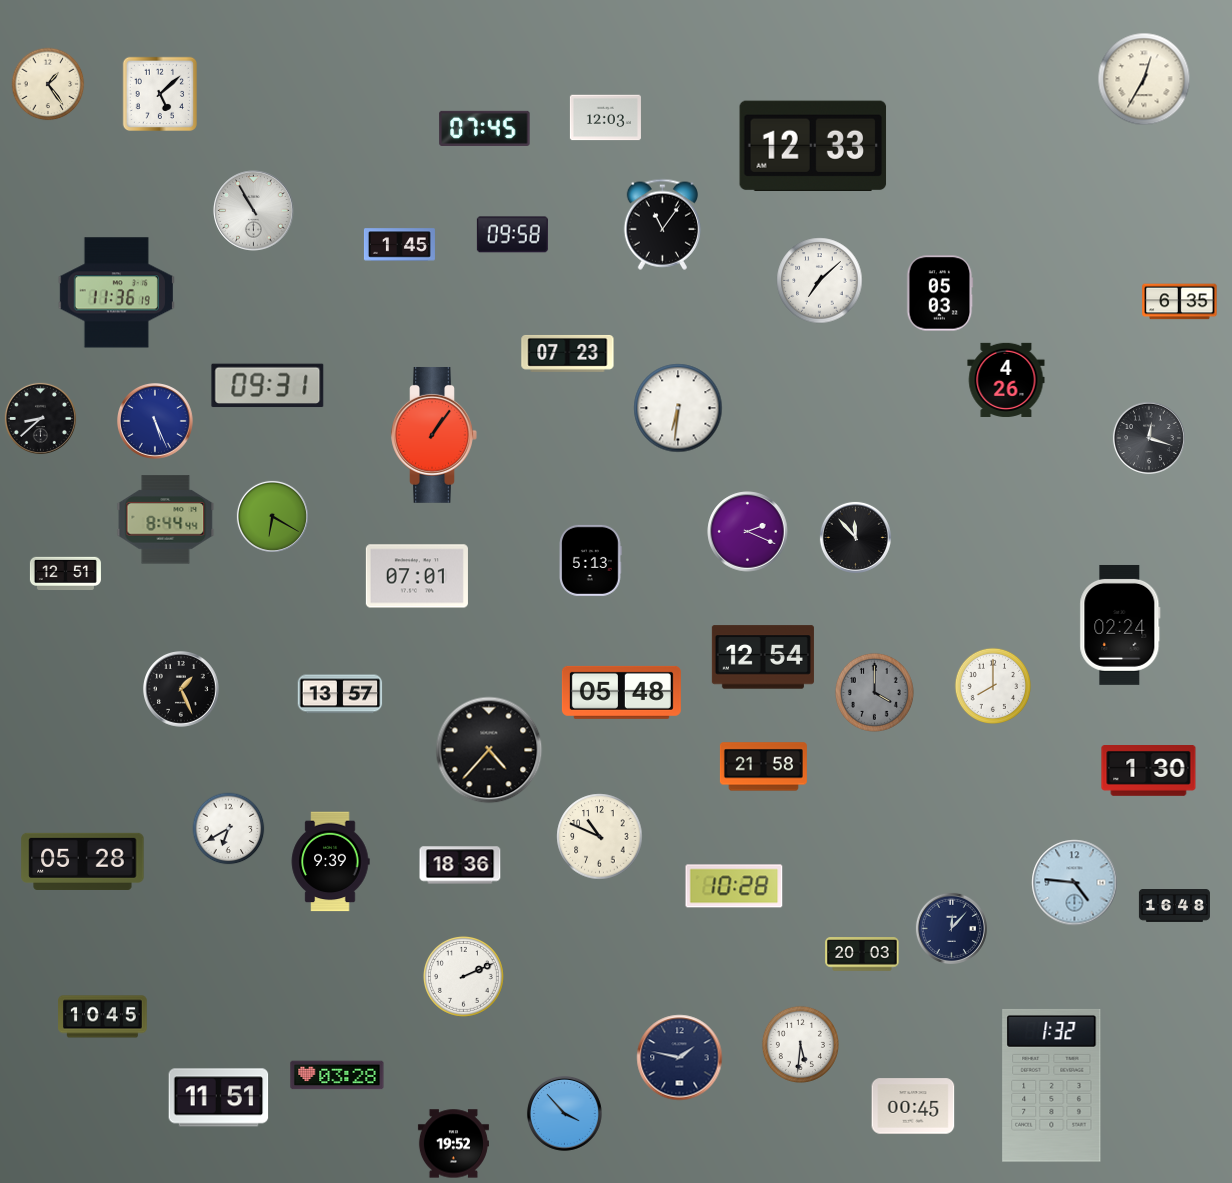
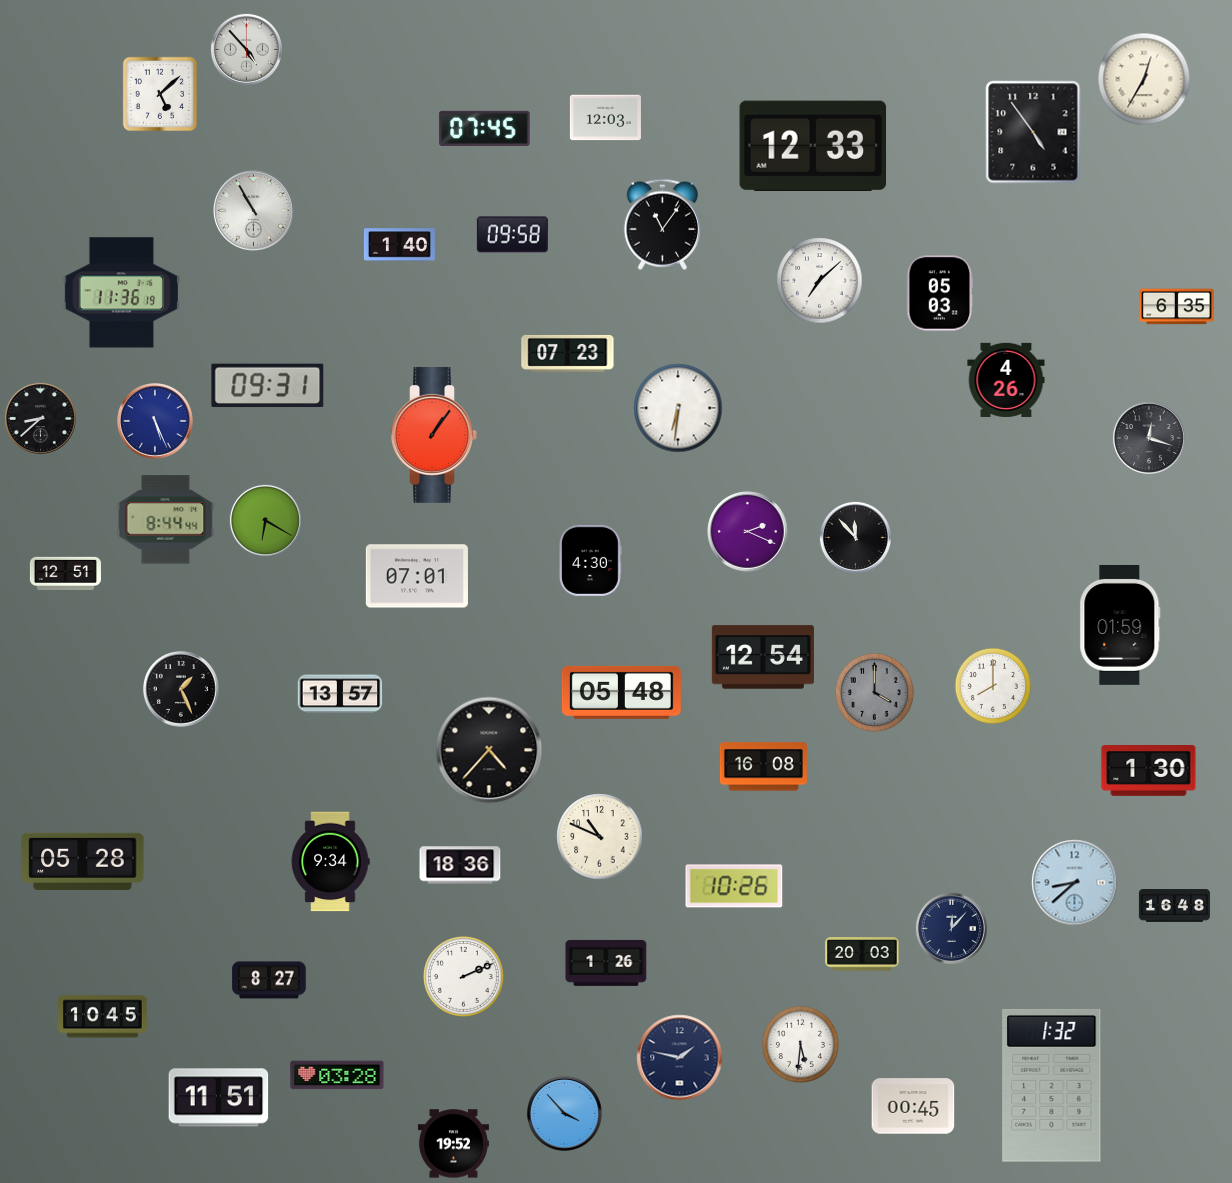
clock at (246, 49): none -> 4:53
clock at (48, 84): 1:24 -> none
clock at (1033, 132): none -> 4:54
clock at (399, 245): 1:45 -> 1:40
clock at (116, 293) position: (116, 293) -> (121, 293)
clock at (1180, 302) position: (1180, 302) -> (1177, 307)
clock at (272, 516) position: (272, 516) -> (265, 520)
clock at (591, 560): 5:13 -> 4:30
clock at (1120, 625): 02:24 -> 01:59
clock at (763, 767): 21:58 -> 16:08
clock at (229, 829): 6:40 -> none
clock at (330, 862): 9:39 -> 9:34
clock at (1075, 883): 4:46 -> 8:38
clock at (734, 886): 10:28 -> 10:26
clock at (606, 963): none -> 1:26
clock at (269, 980): none -> 8:27
